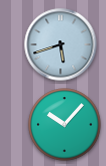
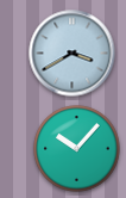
clock at (61, 45): 5:42 -> 3:40
